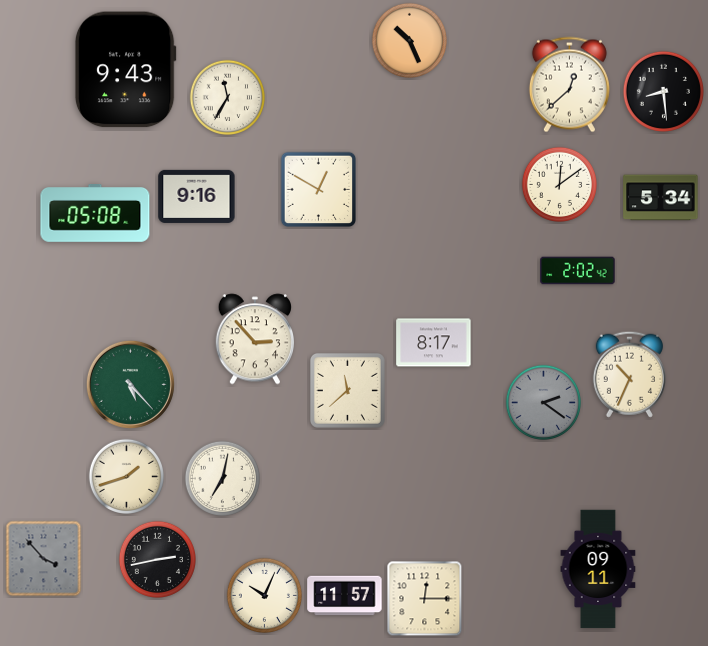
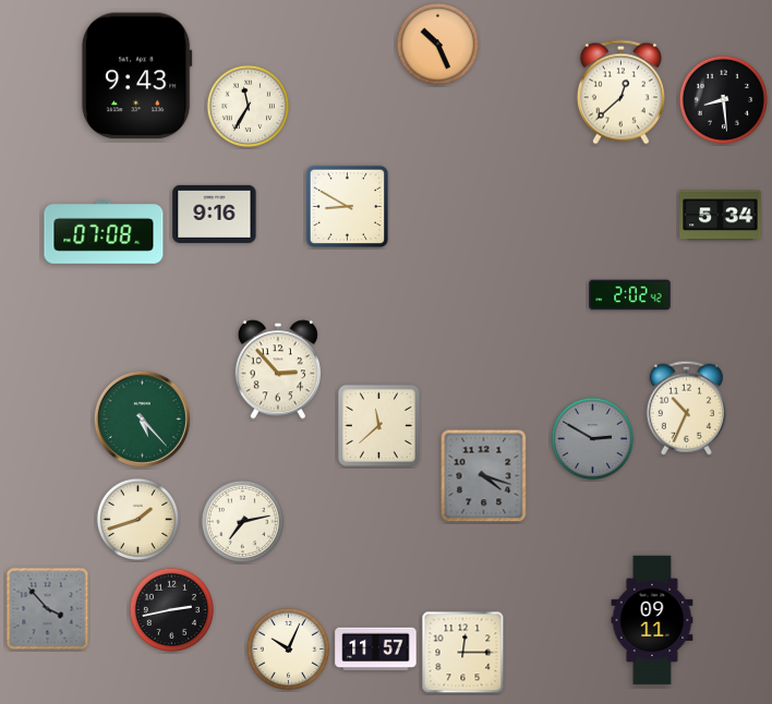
clock at (409, 40) position: (409, 40) -> (437, 44)
clock at (559, 184): 12:09 -> none
clock at (319, 190): 12:50 -> 8:50
clock at (95, 214): 05:08 -> 07:08
clock at (434, 343): 8:17 -> none
clock at (543, 402): 2:21 -> 2:50
clock at (484, 476): none -> 4:18
clock at (222, 478): 7:02 -> 7:13
